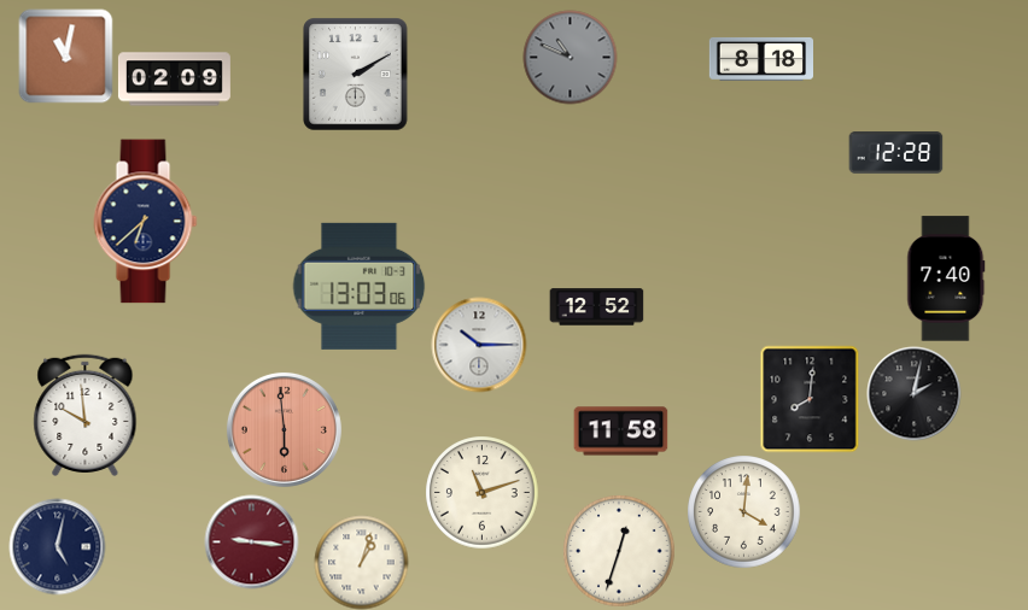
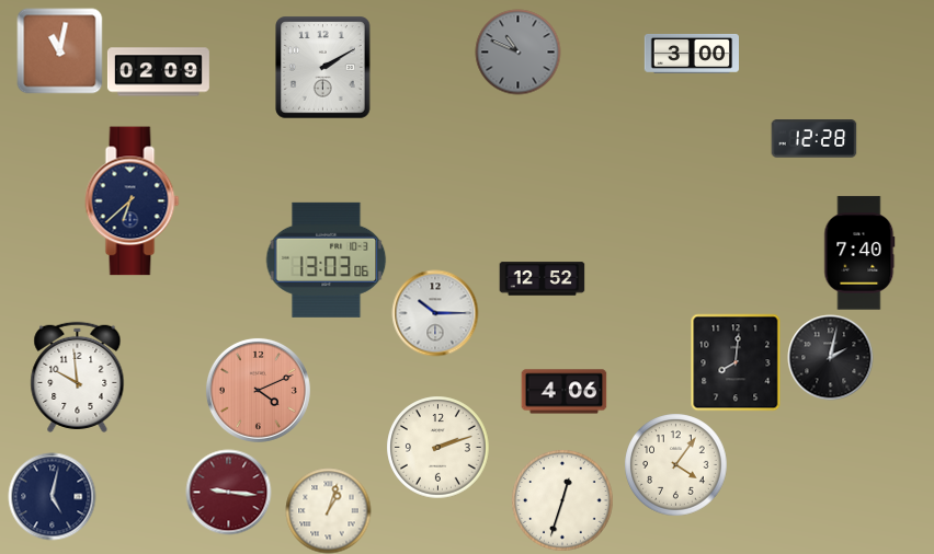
clock at (760, 59): 8:18 -> 3:00
clock at (284, 429): 5:59 -> 4:11
clock at (620, 432): 11:58 -> 4:06
clock at (481, 492): 11:12 -> 2:12
clock at (743, 511): 4:01 -> 4:06
